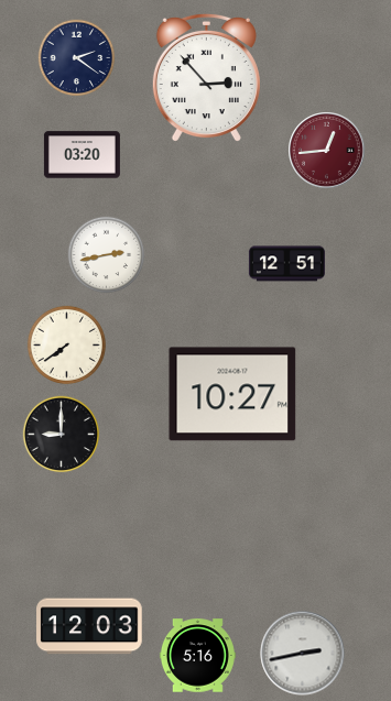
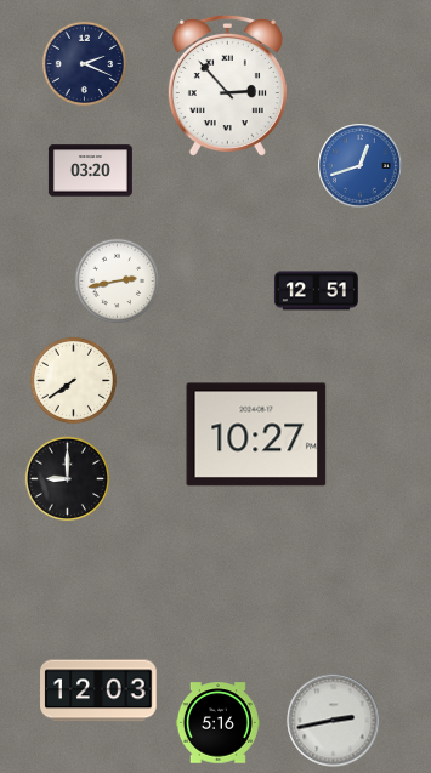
clock at (77, 58): 2:21 -> 2:19
clock at (327, 151): 12:44 -> 12:42
clock at (327, 151) dial: burgundy -> blue
